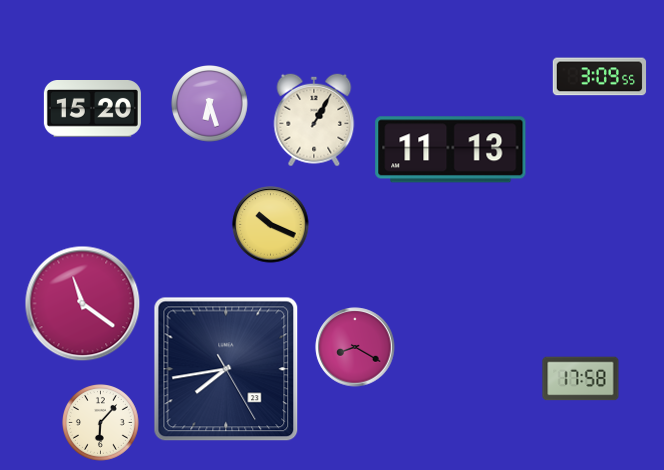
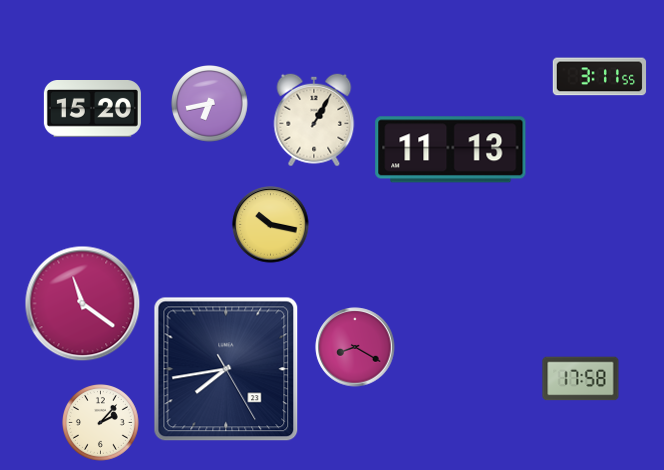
clock at (600, 77): 3:09 -> 3:11
clock at (210, 104): 6:27 -> 6:43
clock at (271, 225): 10:19 -> 10:17
clock at (101, 423): 6:07 -> 2:07
